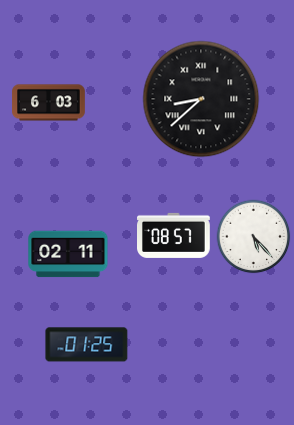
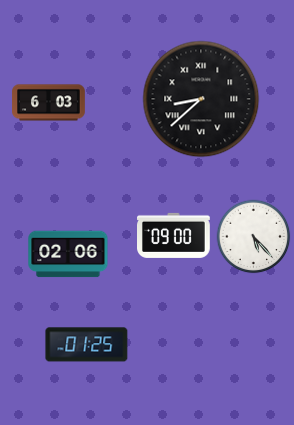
clock at (174, 235): 08:57 -> 09:00
clock at (68, 254): 02:11 -> 02:06
